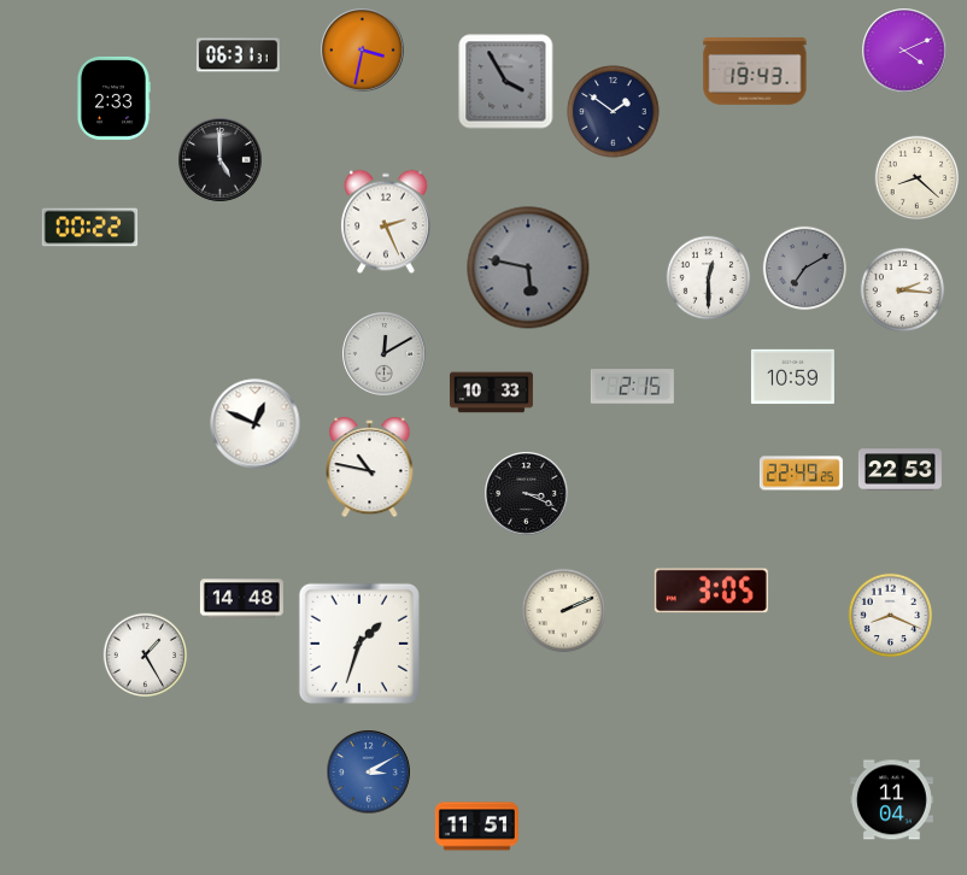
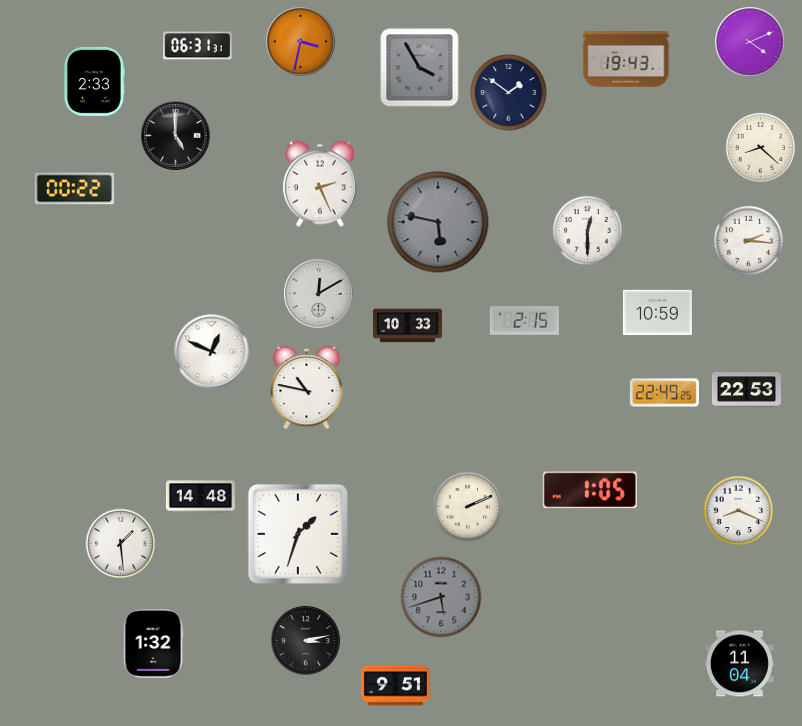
clock at (221, 160) position: (221, 160) -> (176, 136)
clock at (805, 269): 7:10 -> none
clock at (527, 494): 3:19 -> none
clock at (711, 591): 3:05 -> 1:05
clock at (146, 656): 1:25 -> 1:29
clock at (441, 597): none -> 5:42
clock at (369, 773): 3:10 -> 3:13
clock at (369, 773) dial: blue -> black
clock at (153, 643): none -> 1:32
clock at (476, 827): 11:51 -> 9:51
